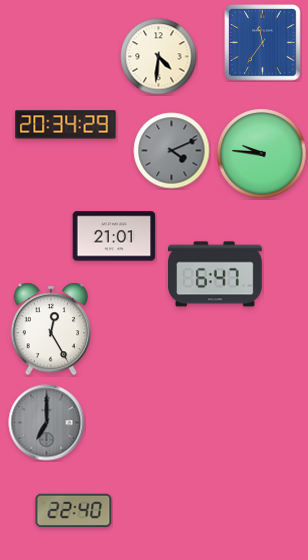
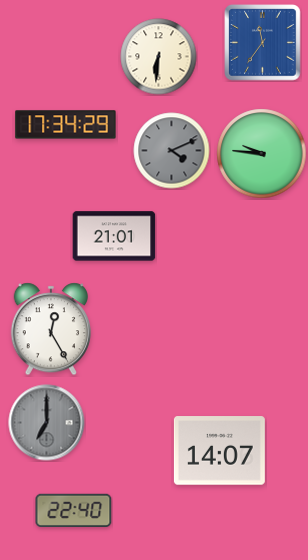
clock at (159, 57): 4:31 -> 6:31
clock at (66, 125): 20:34 -> 17:34
clock at (216, 274): 6:47 -> none
clock at (219, 451): none -> 14:07
